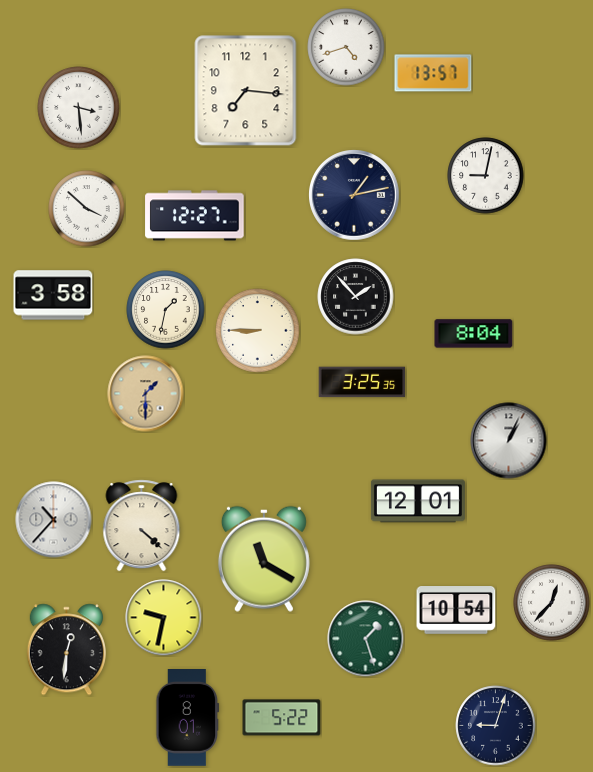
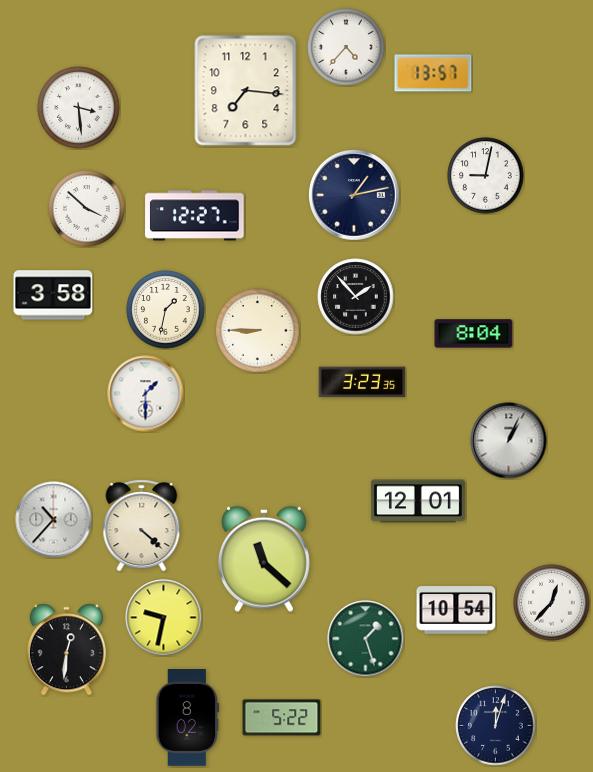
clock at (346, 47): 4:42 -> 4:37
clock at (362, 382): 3:25 -> 3:23
clock at (146, 394) dial: champagne -> white
clock at (264, 559): 11:20 -> 11:22
clock at (188, 718): 8:01 -> 8:02
clock at (496, 726): 9:03 -> 12:03
